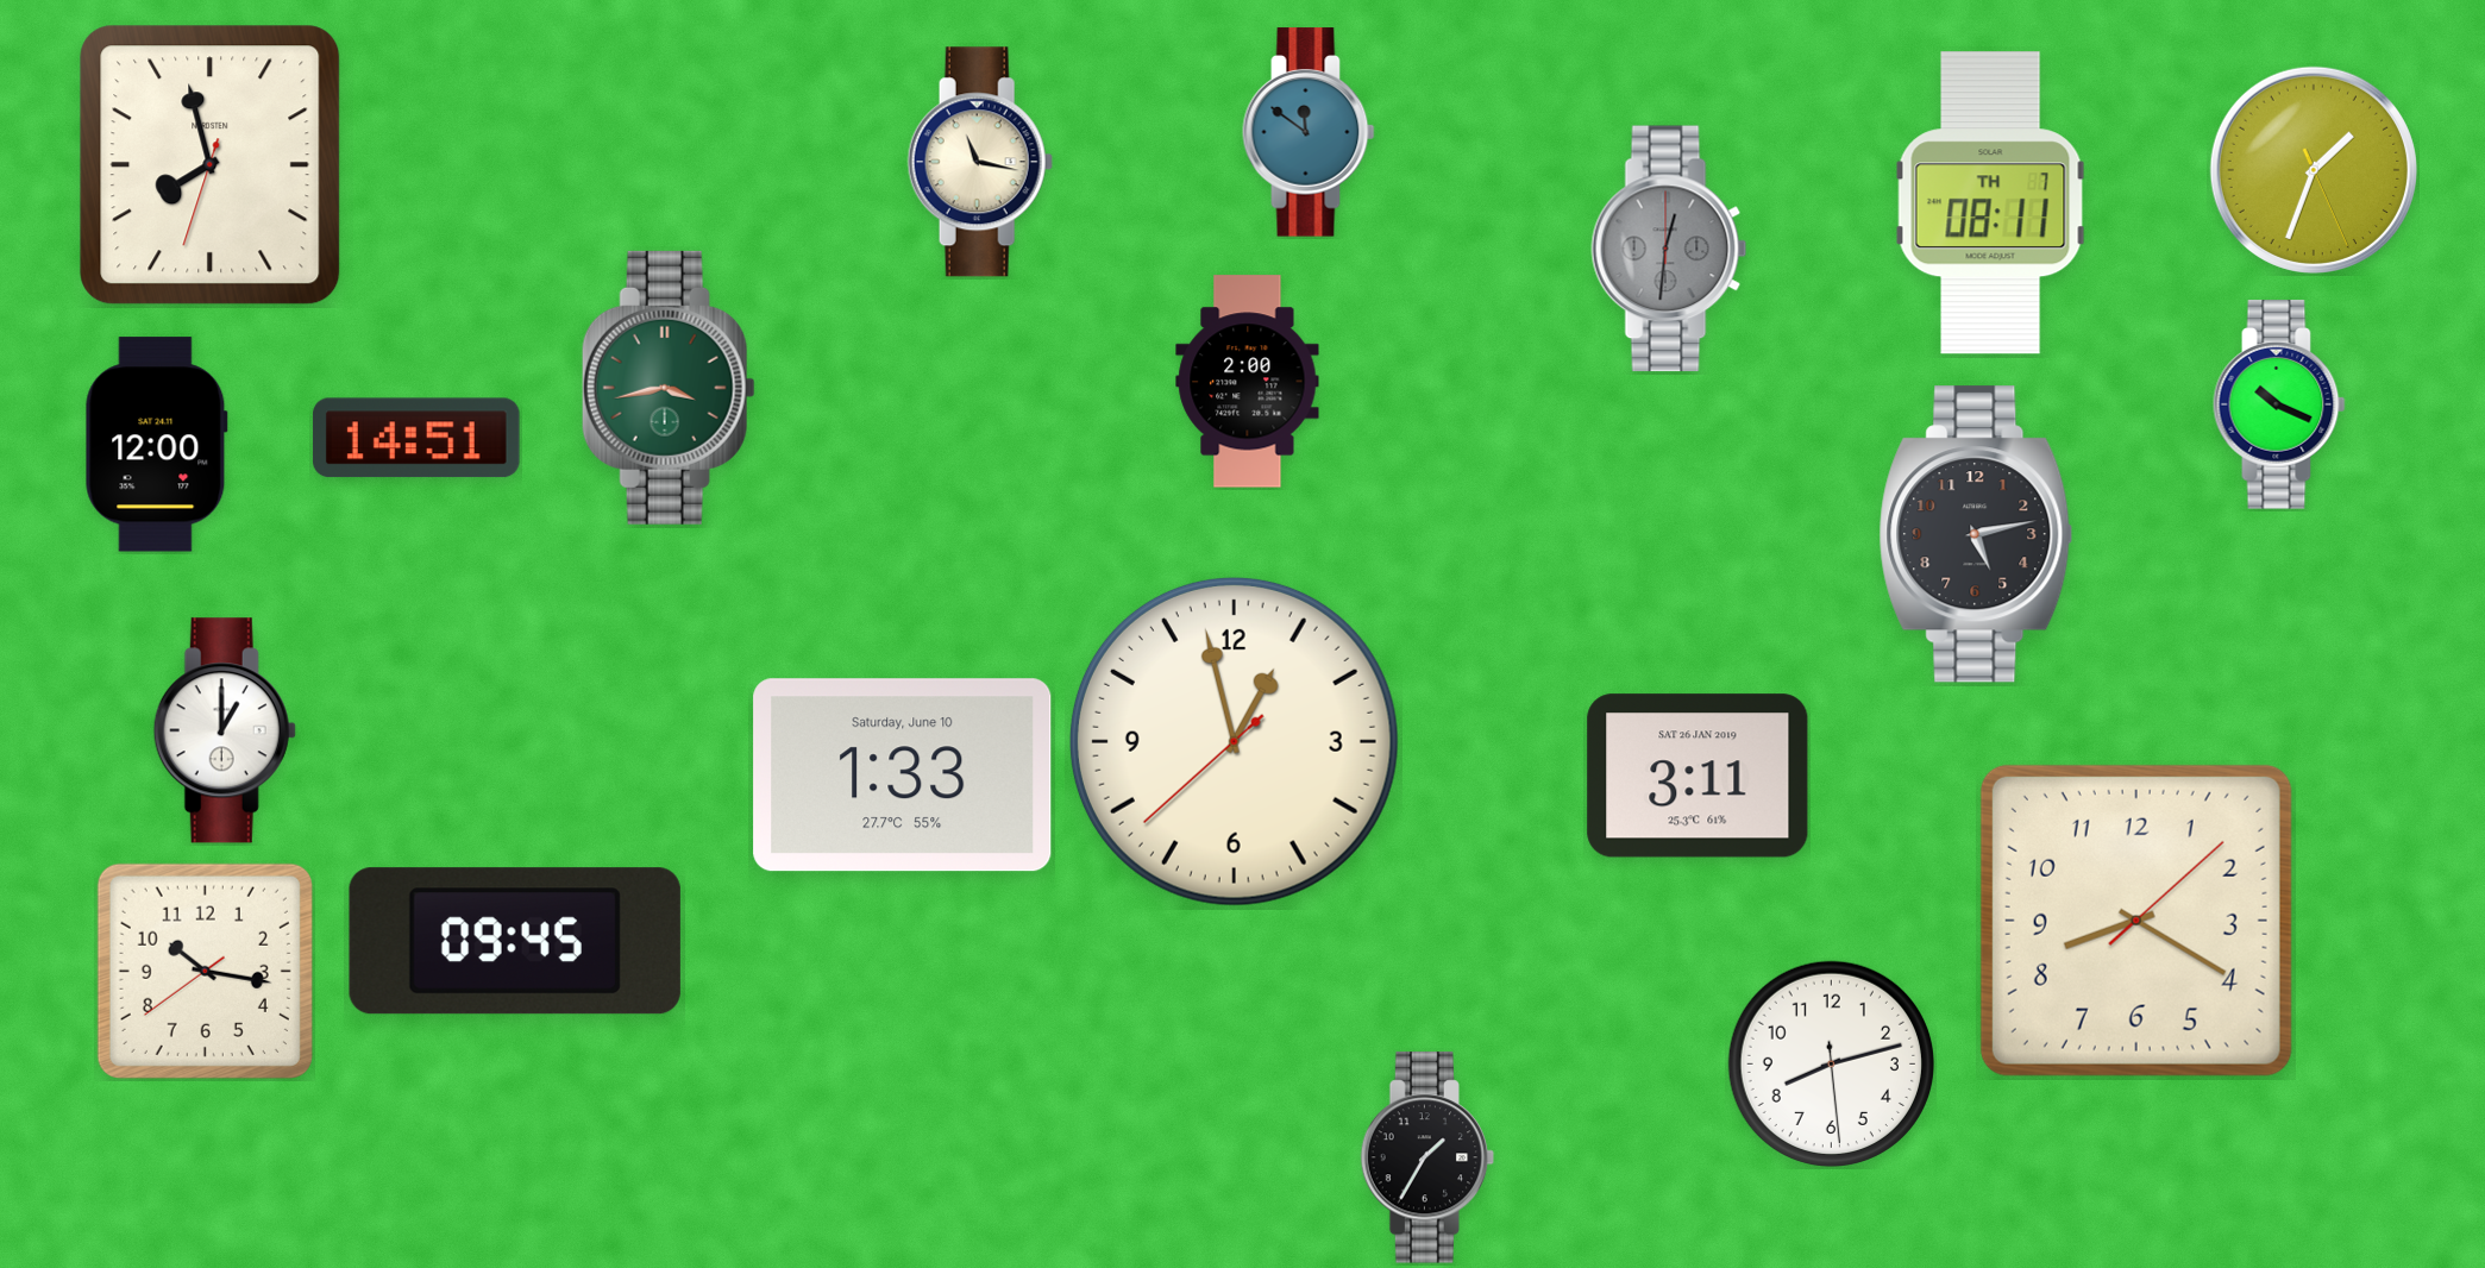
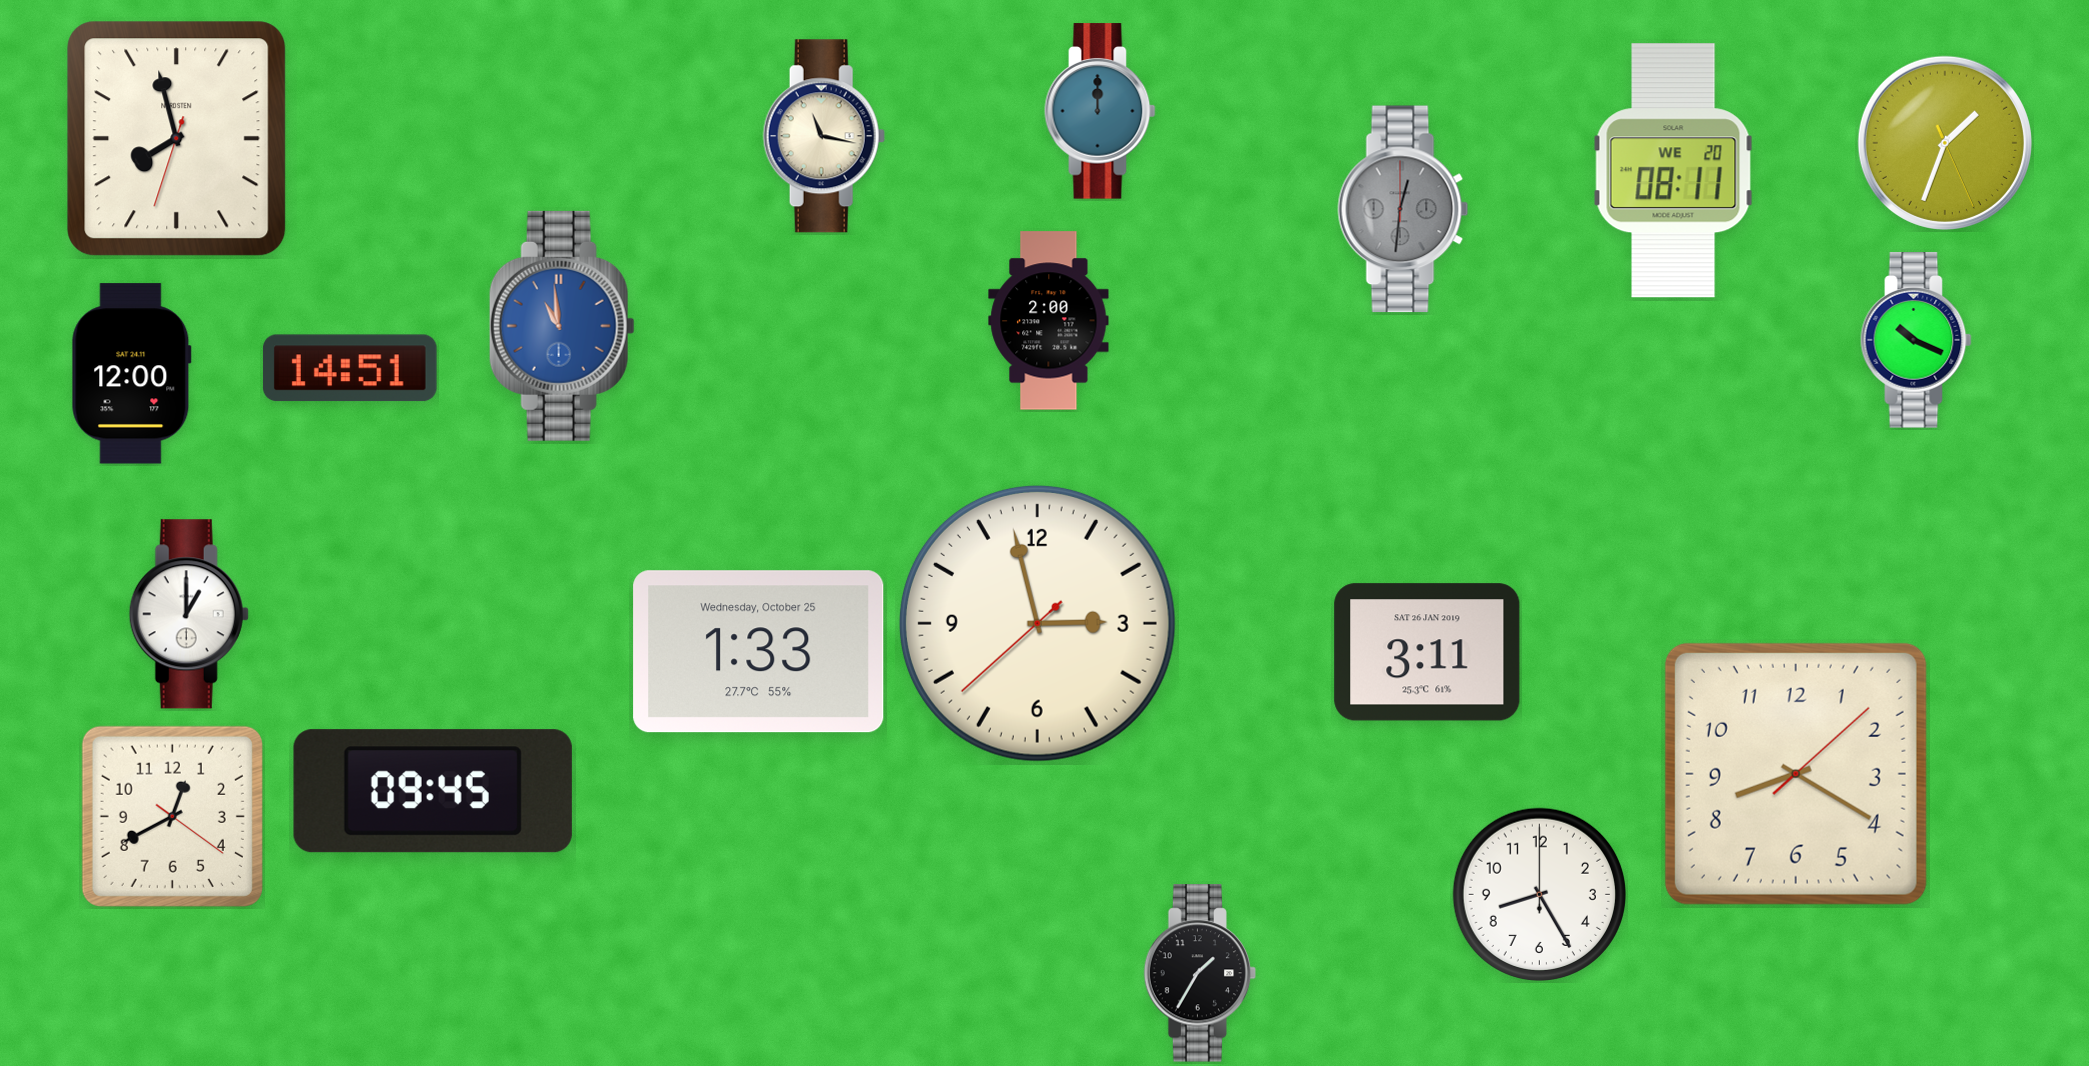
clock at (1309, 132): 11:51 -> 12:00
clock at (1990, 203) date: TH 7 -> WE 20
clock at (669, 388): 3:43 -> 10:59
clock at (669, 388) dial: green -> blue
clock at (1976, 534): 5:13 -> none
clock at (1234, 741): 12:57 -> 2:57
clock at (903, 776) date: Saturday, June 10 -> Wednesday, October 25
clock at (205, 971): 10:16 -> 12:40
clock at (1831, 1063): 8:12 -> 8:25
